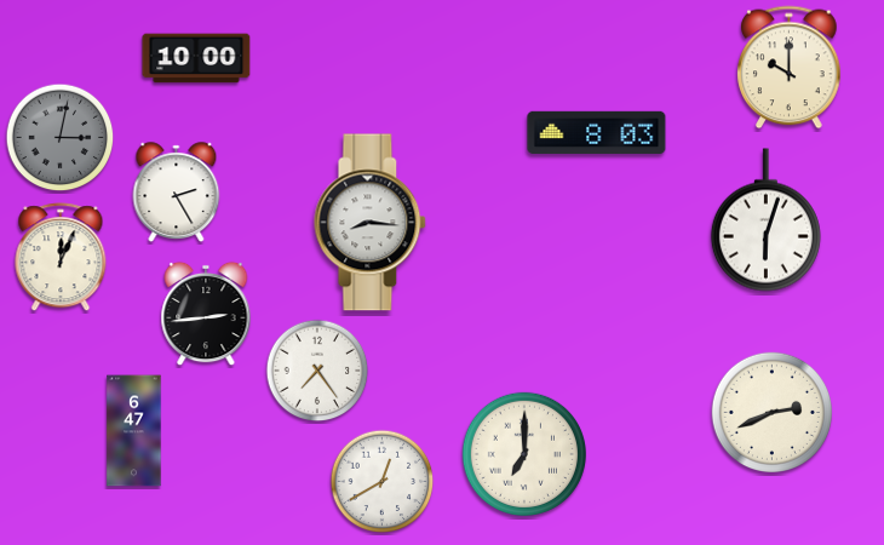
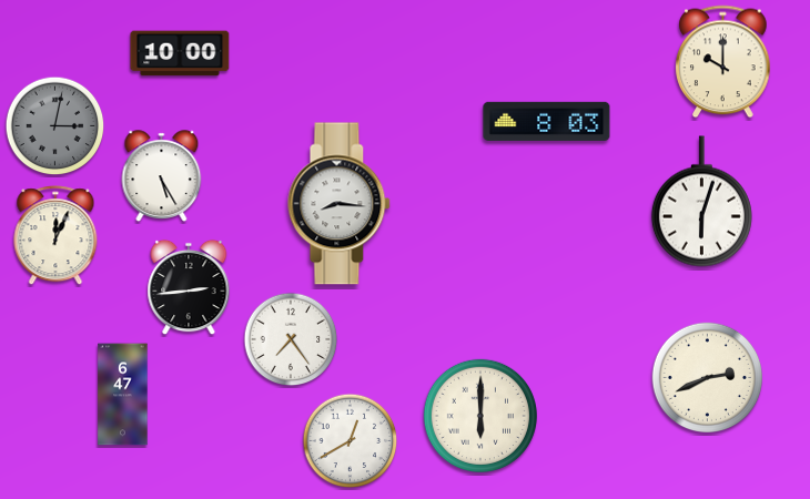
clock at (177, 191): 2:25 -> 5:25
clock at (523, 453): 7:00 -> 6:00
